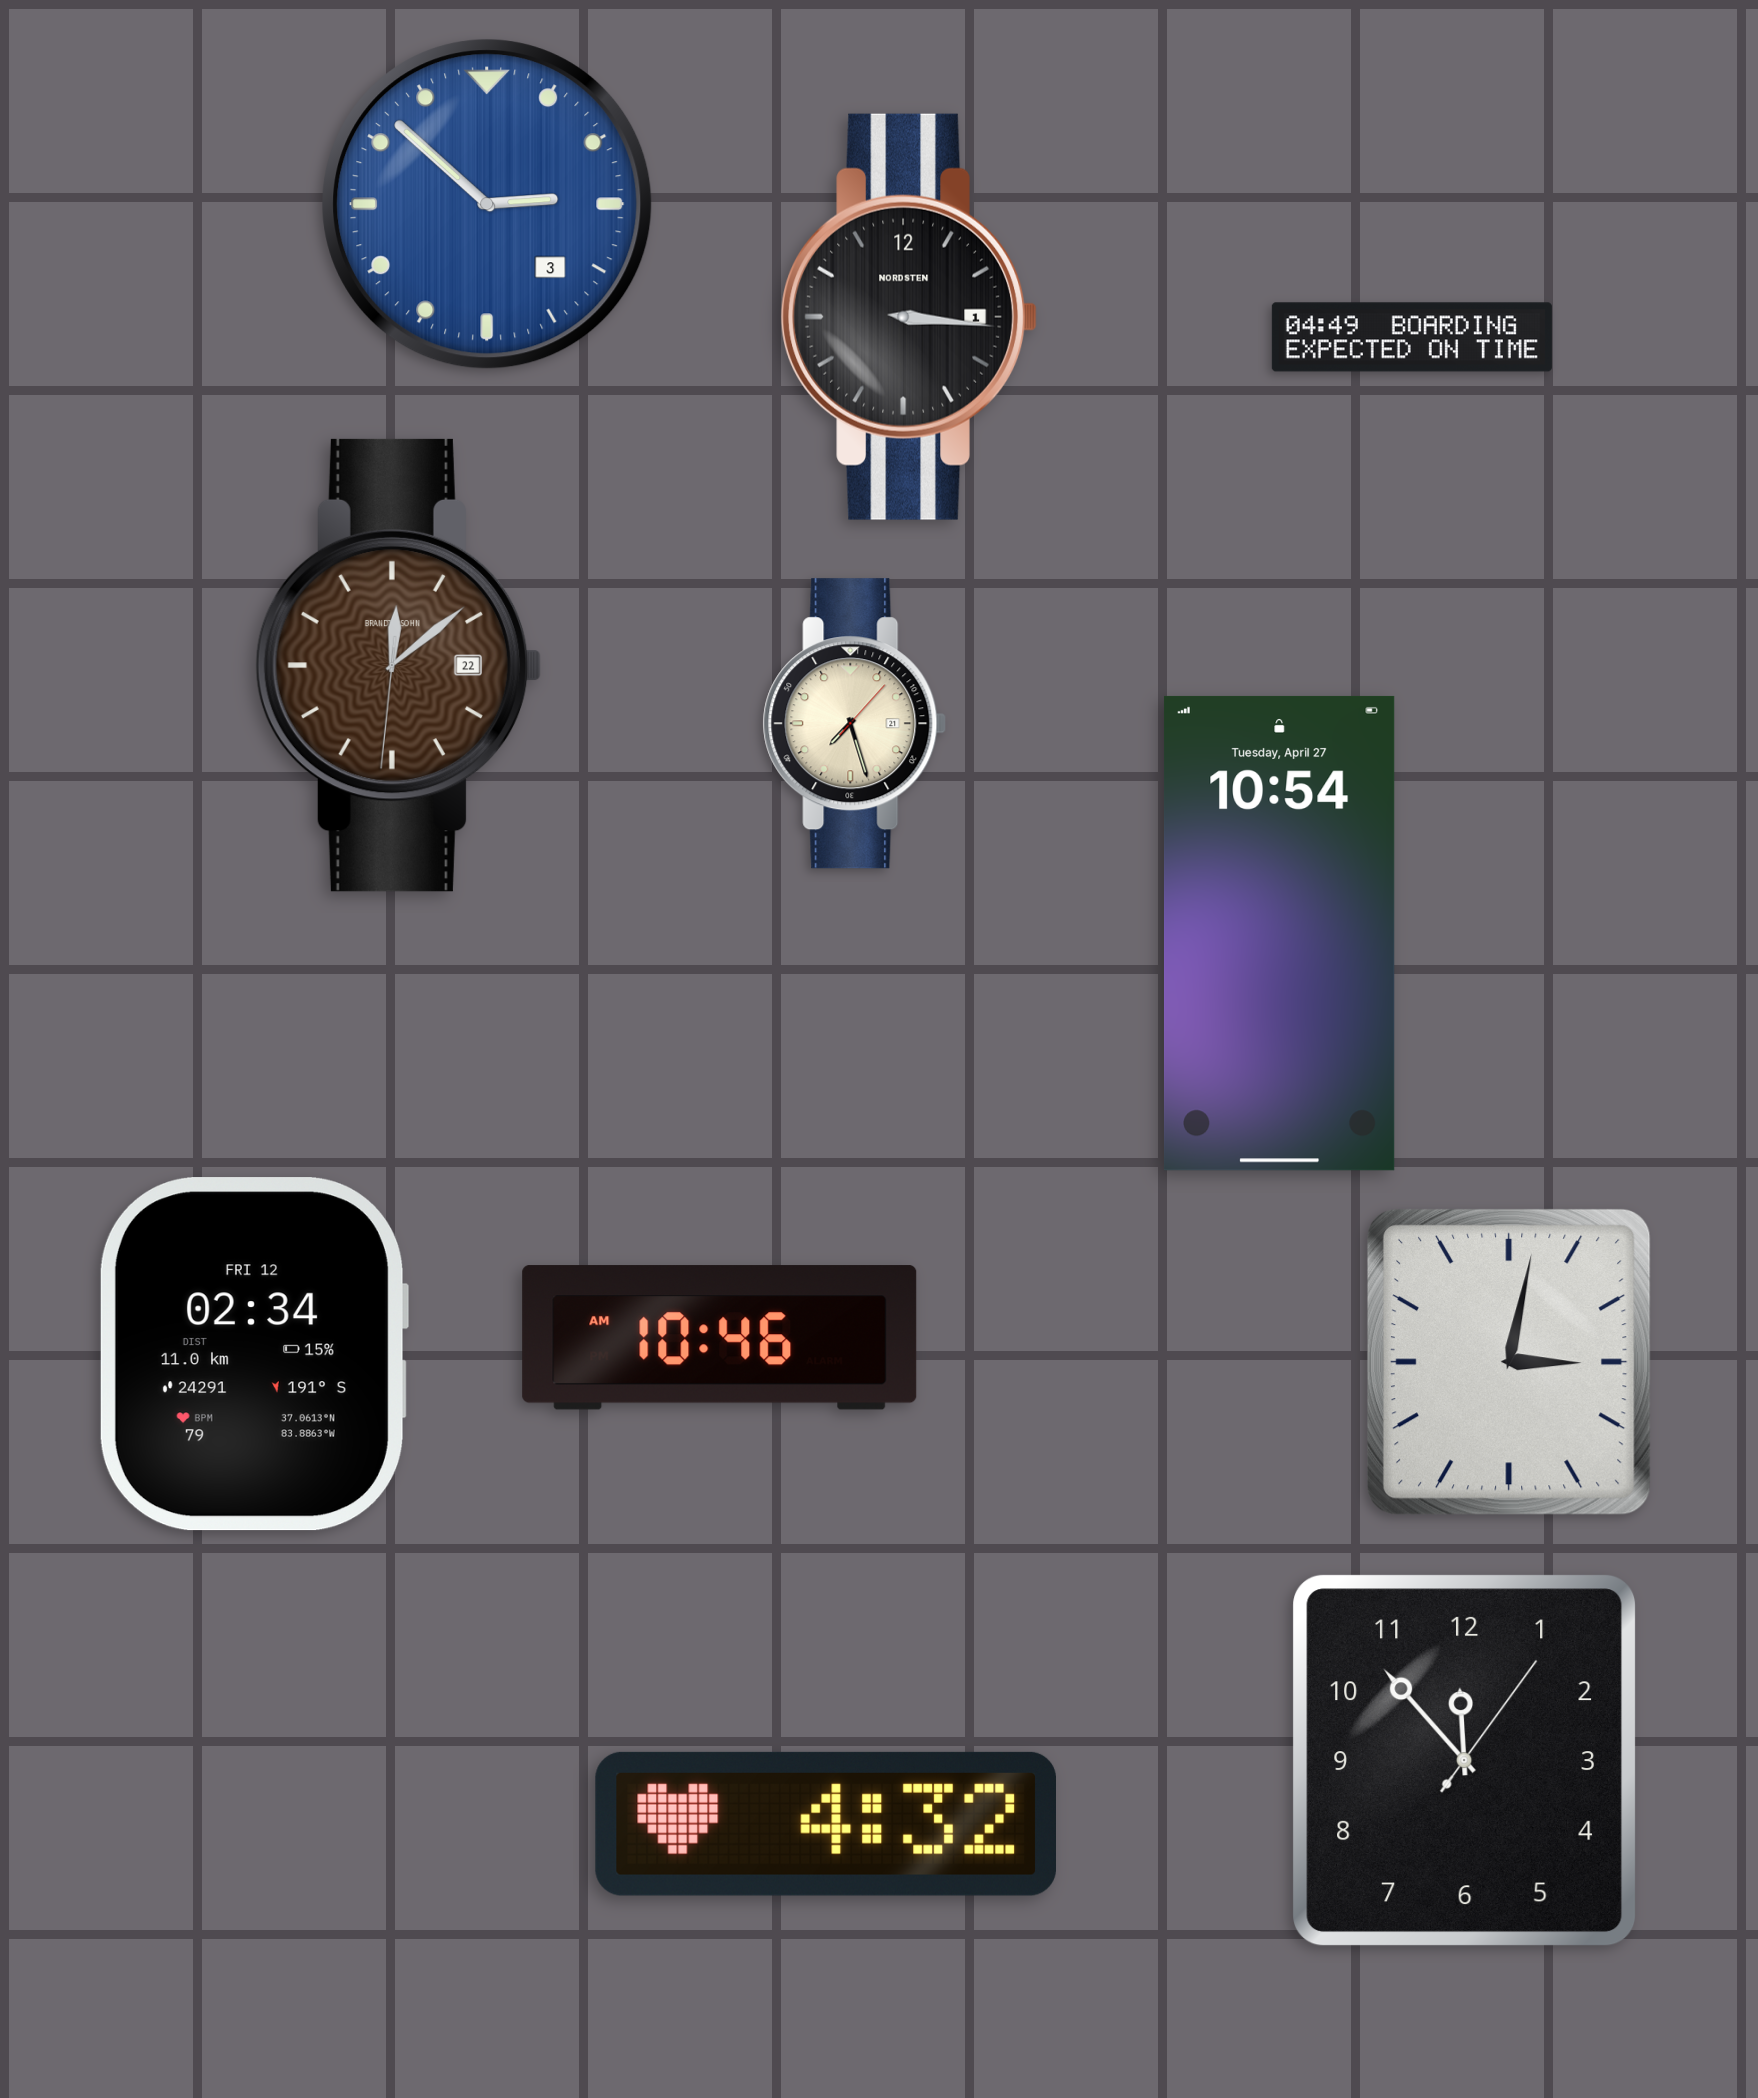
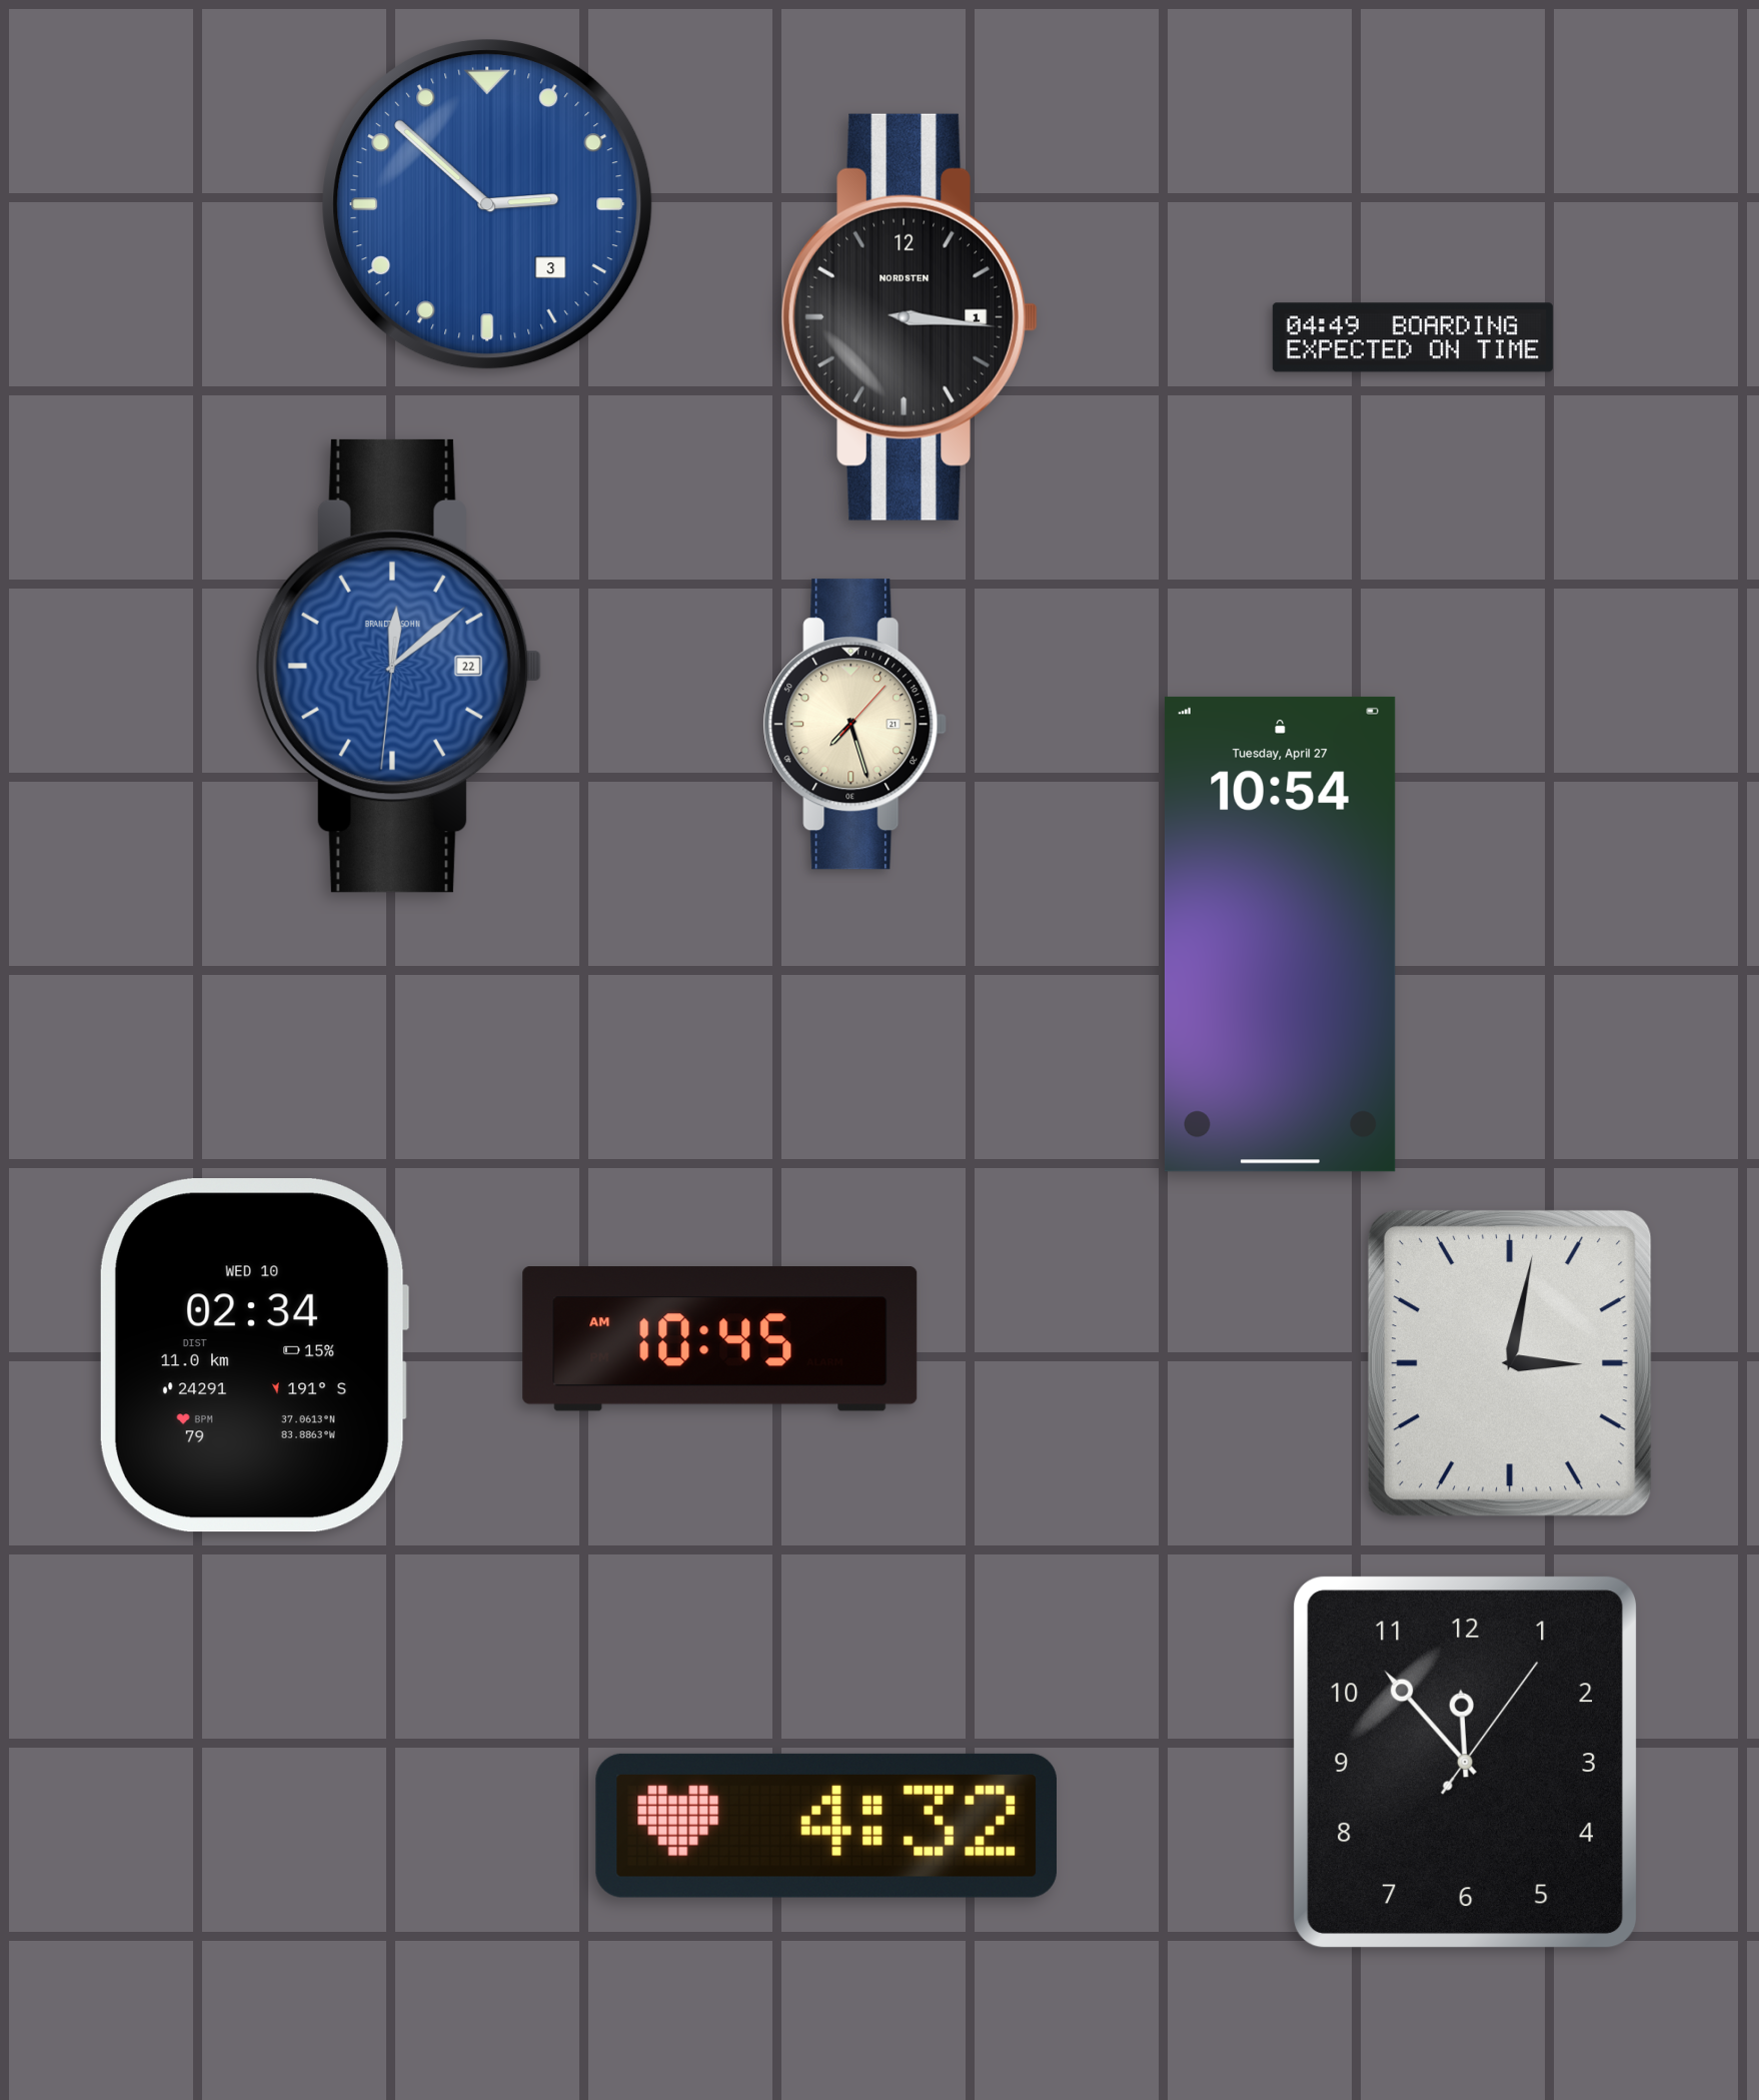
clock at (399, 665) dial: brown -> blue
clock at (720, 1338): 10:46 -> 10:45
clock at (253, 1354) date: FRI 12 -> WED 10
